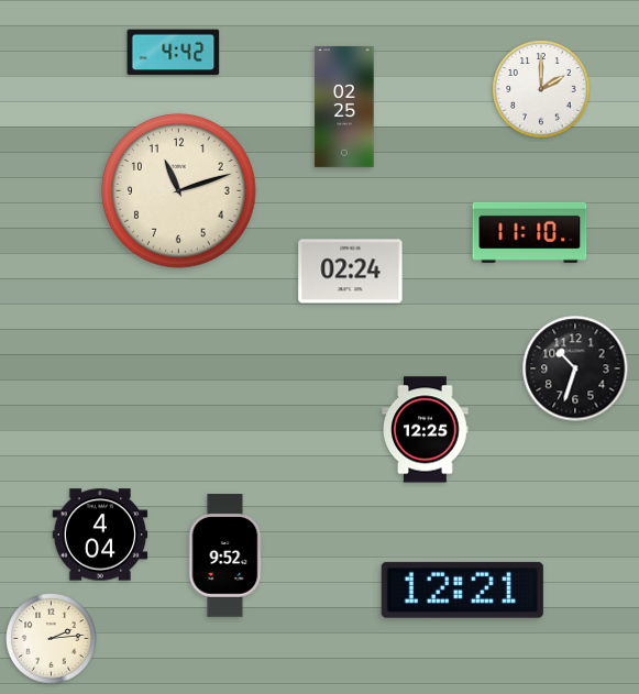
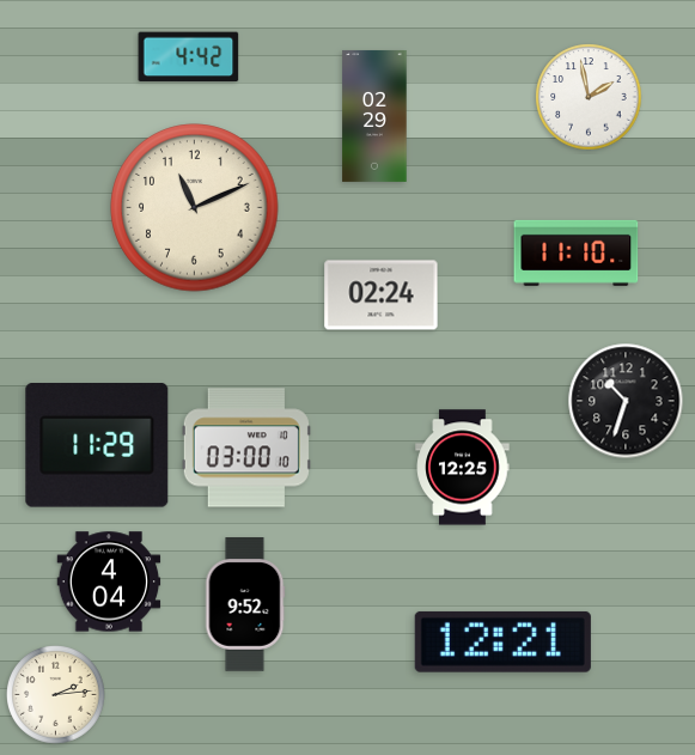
clock at (541, 89): 2:00 -> 1:58
clock at (344, 107): 02:25 -> 02:29
clock at (179, 191): 11:12 -> 11:11
clock at (97, 445): none -> 11:29
clock at (246, 447): none -> 03:00
